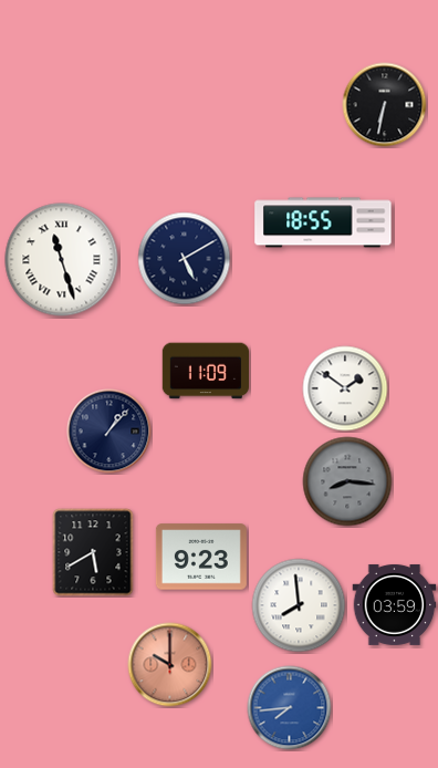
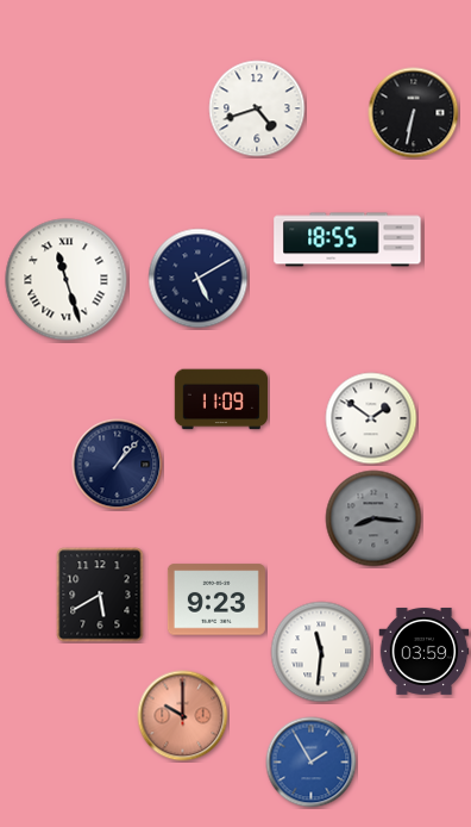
clock at (257, 108): none -> 4:42
clock at (299, 605): 7:59 -> 11:31
clock at (290, 708): 7:44 -> 1:55
